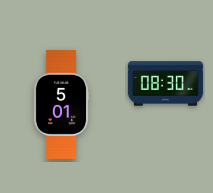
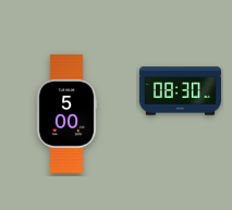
clock at (61, 104): 5:01 -> 5:00
